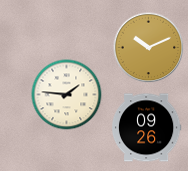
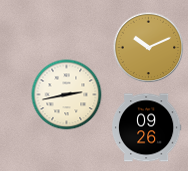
clock at (67, 95): 1:46 -> 2:43
